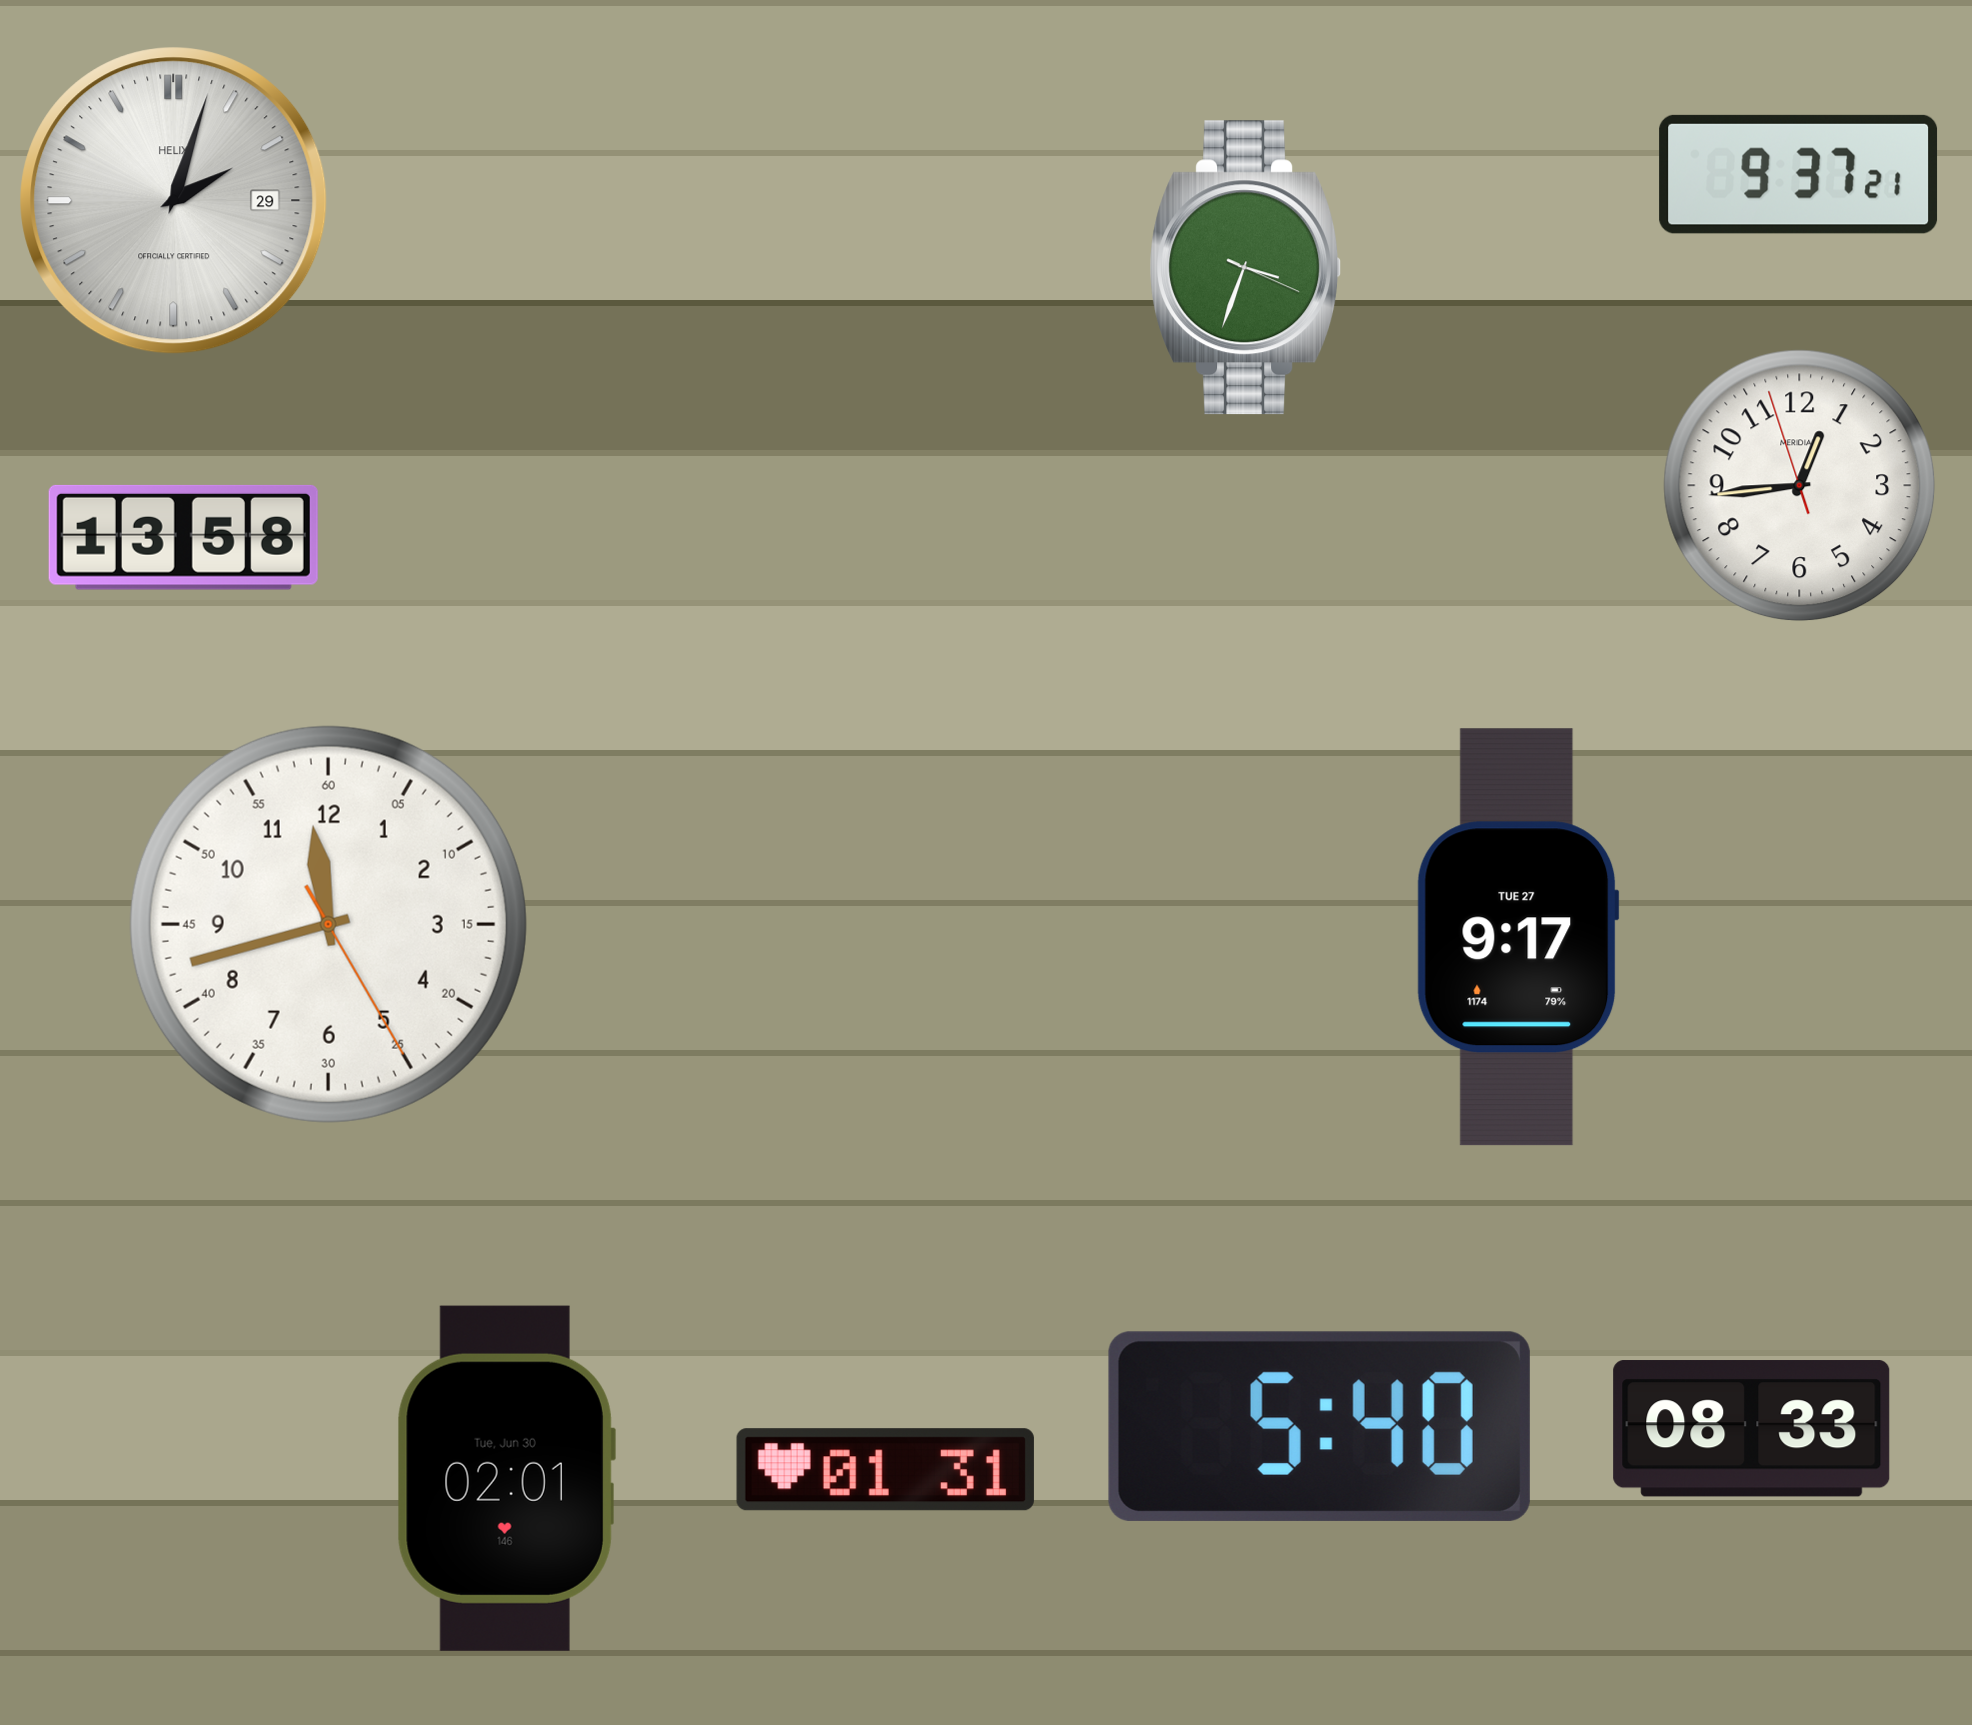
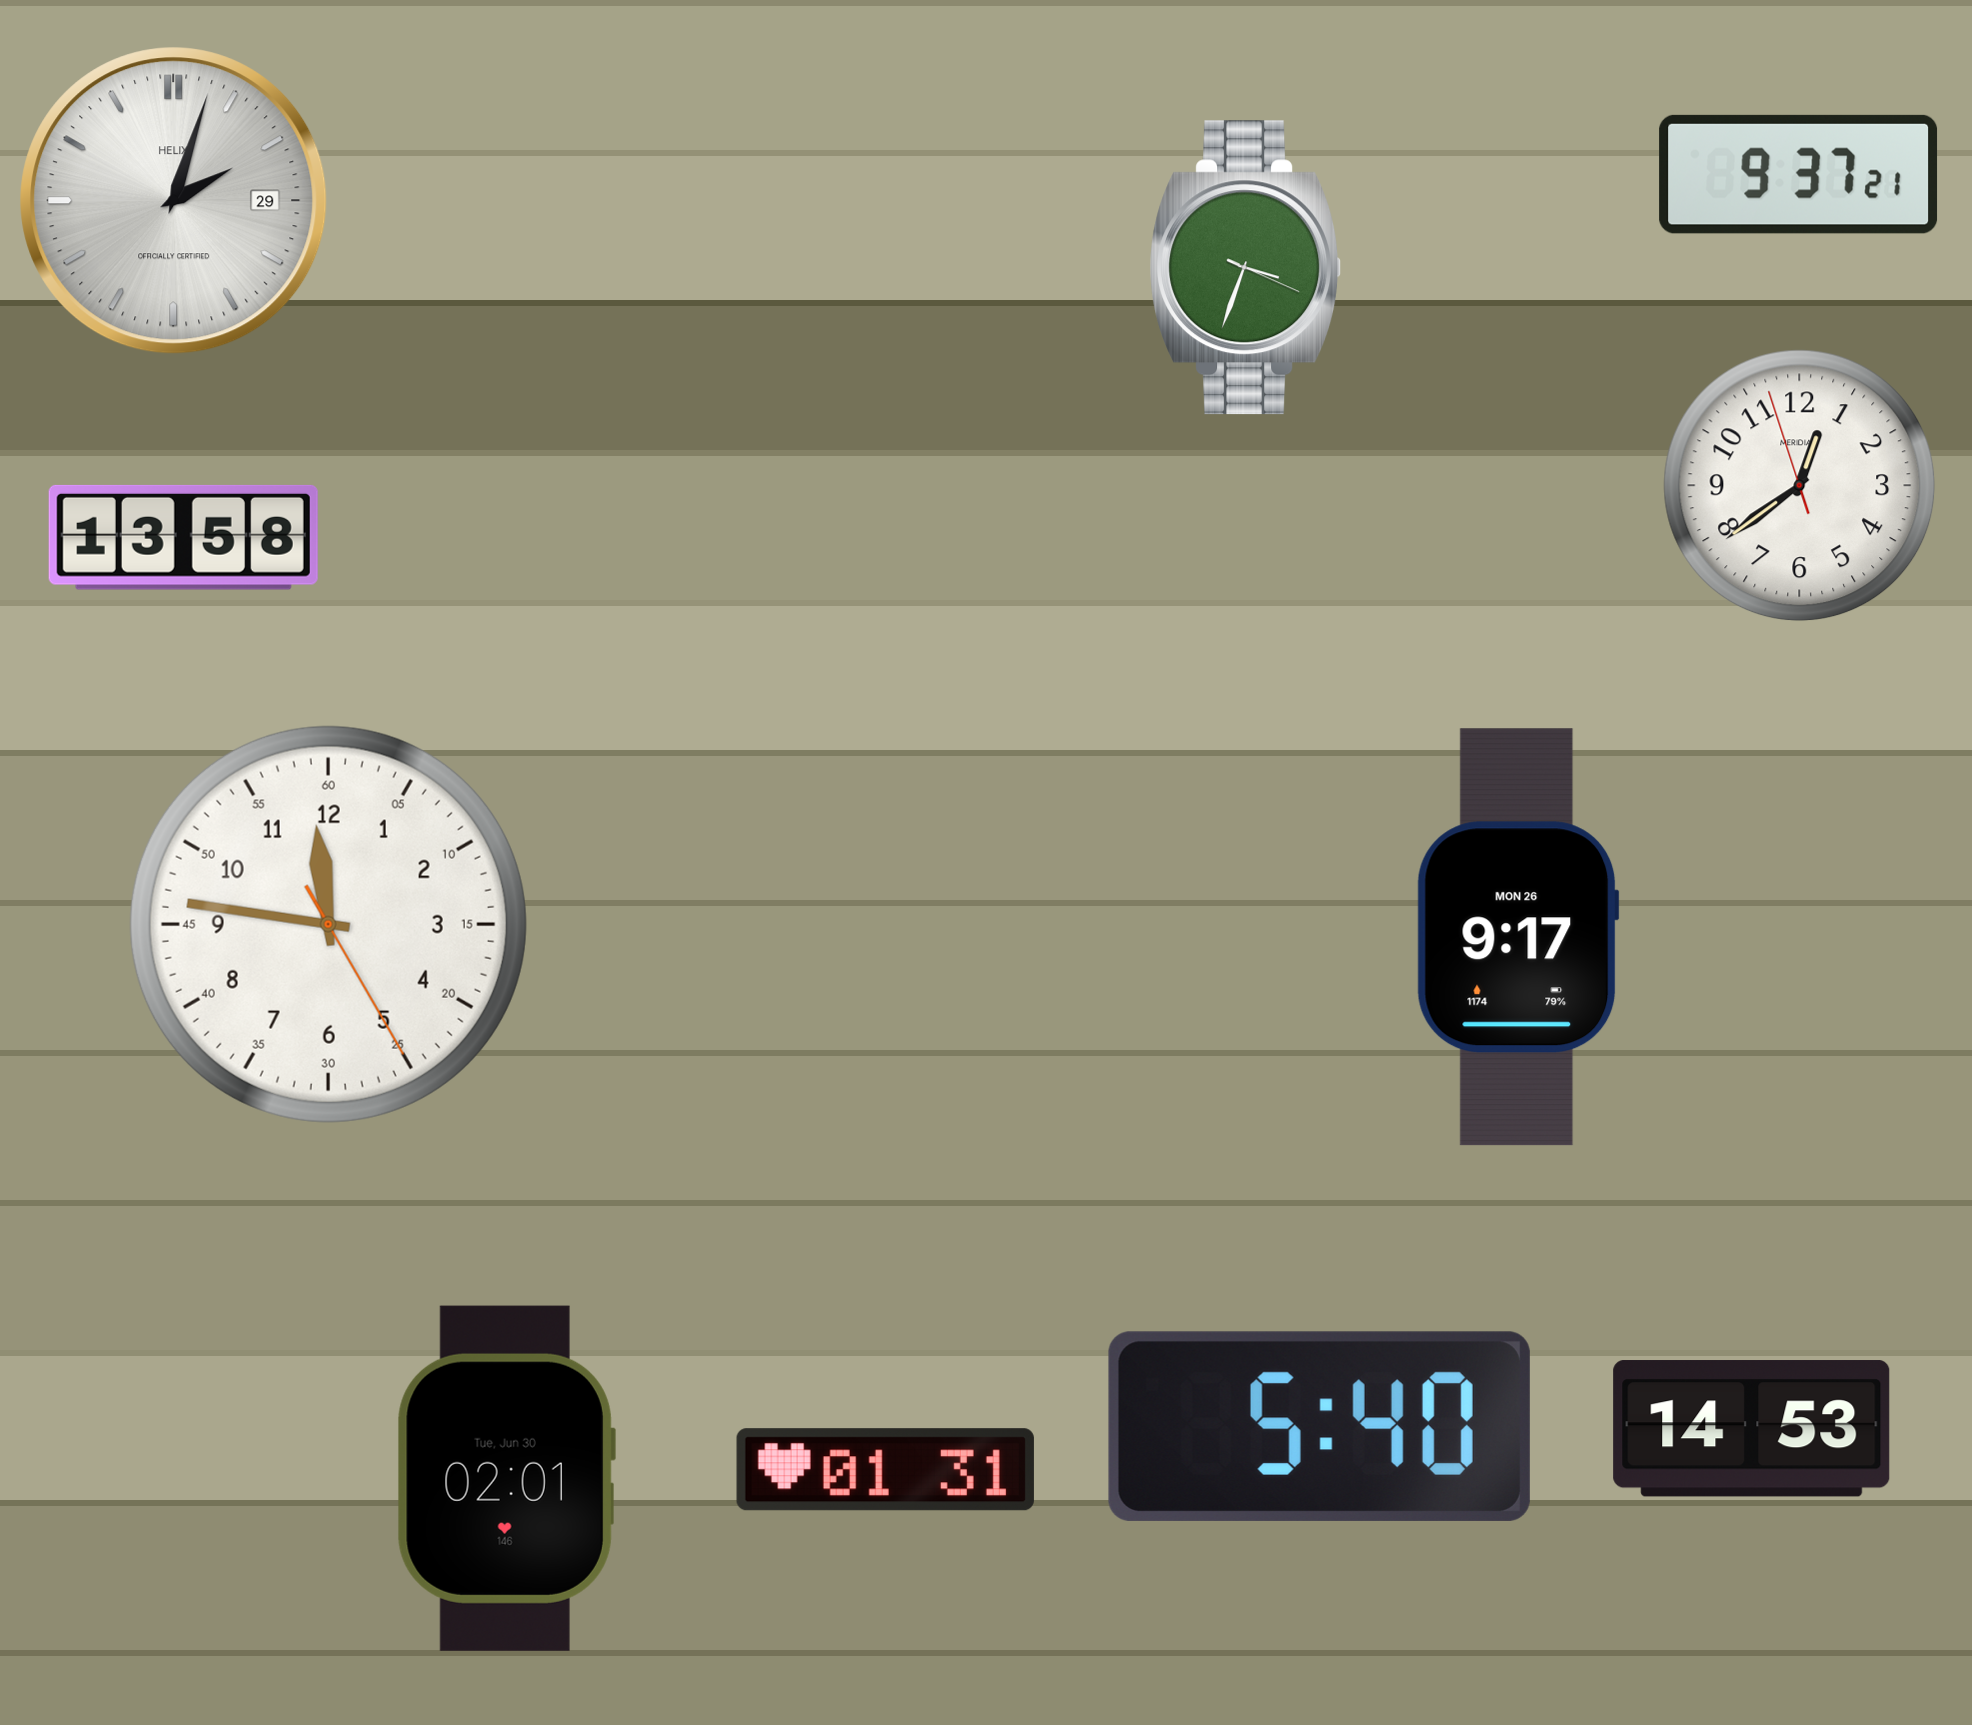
clock at (1800, 486): 12:43 -> 12:38
clock at (328, 924): 11:42 -> 11:46
clock at (1518, 937) date: TUE 27 -> MON 26
clock at (1752, 1429): 08:33 -> 14:53
